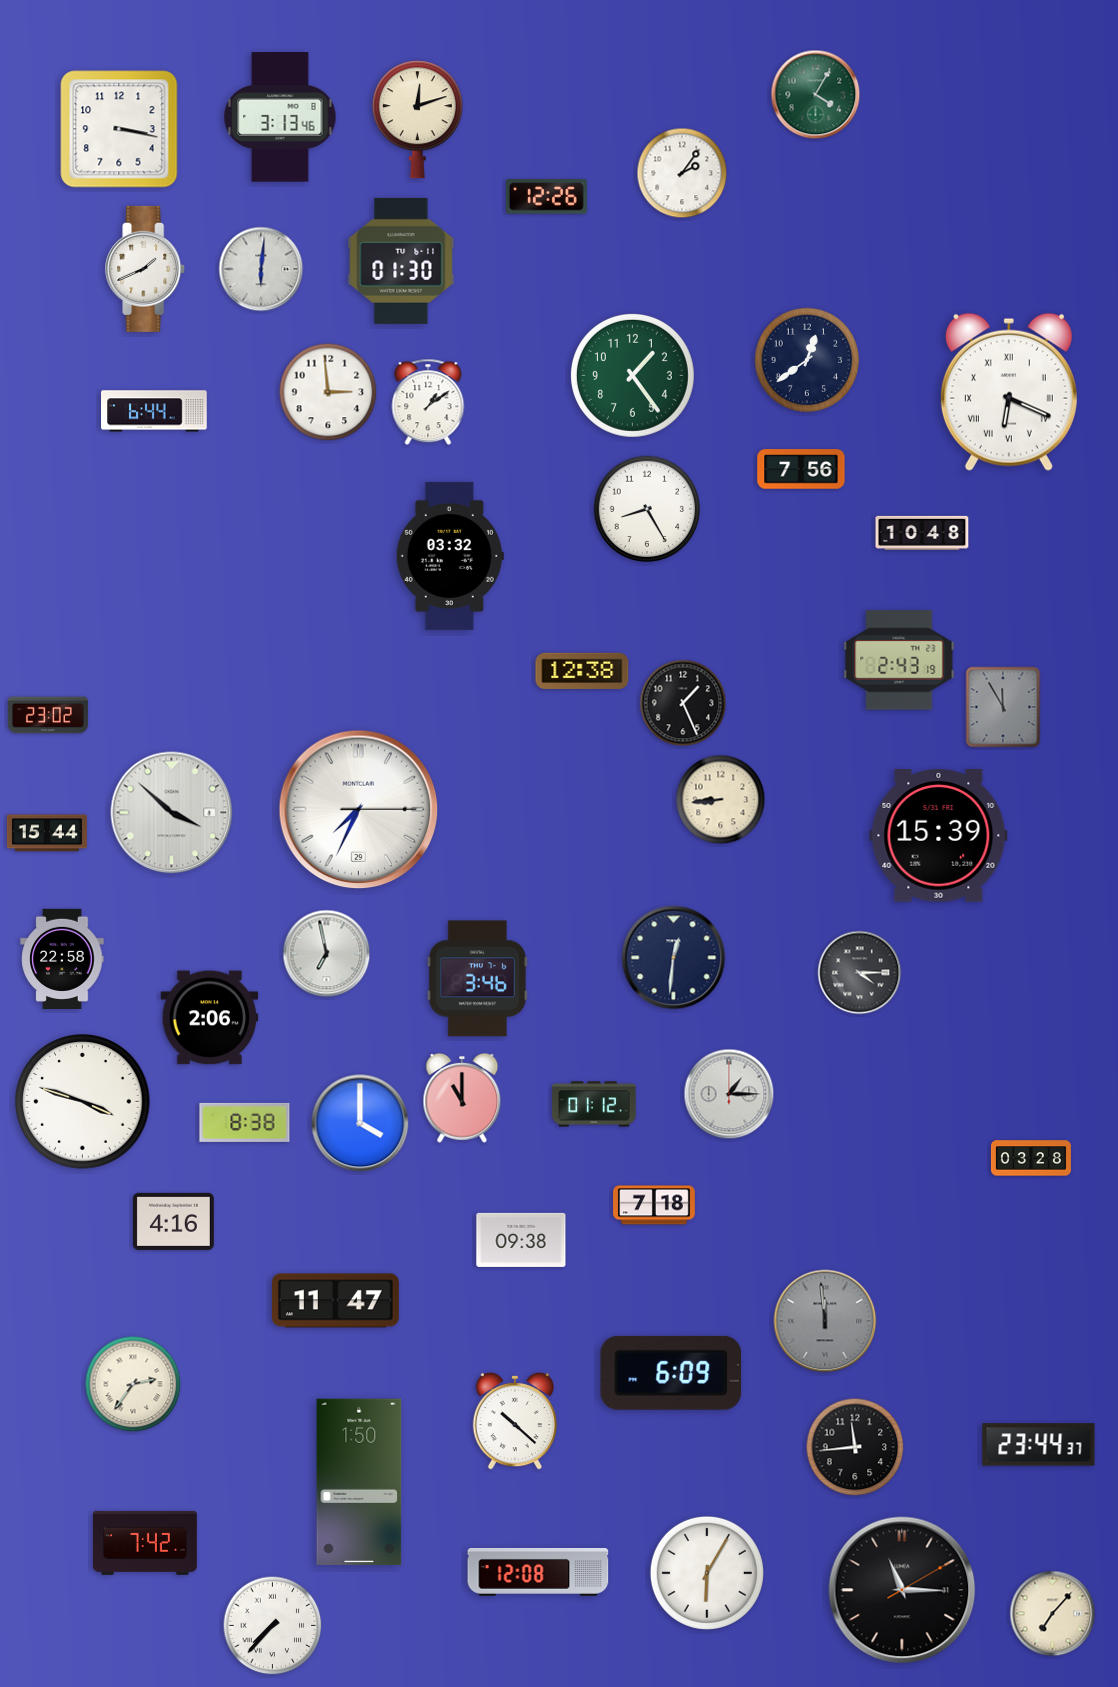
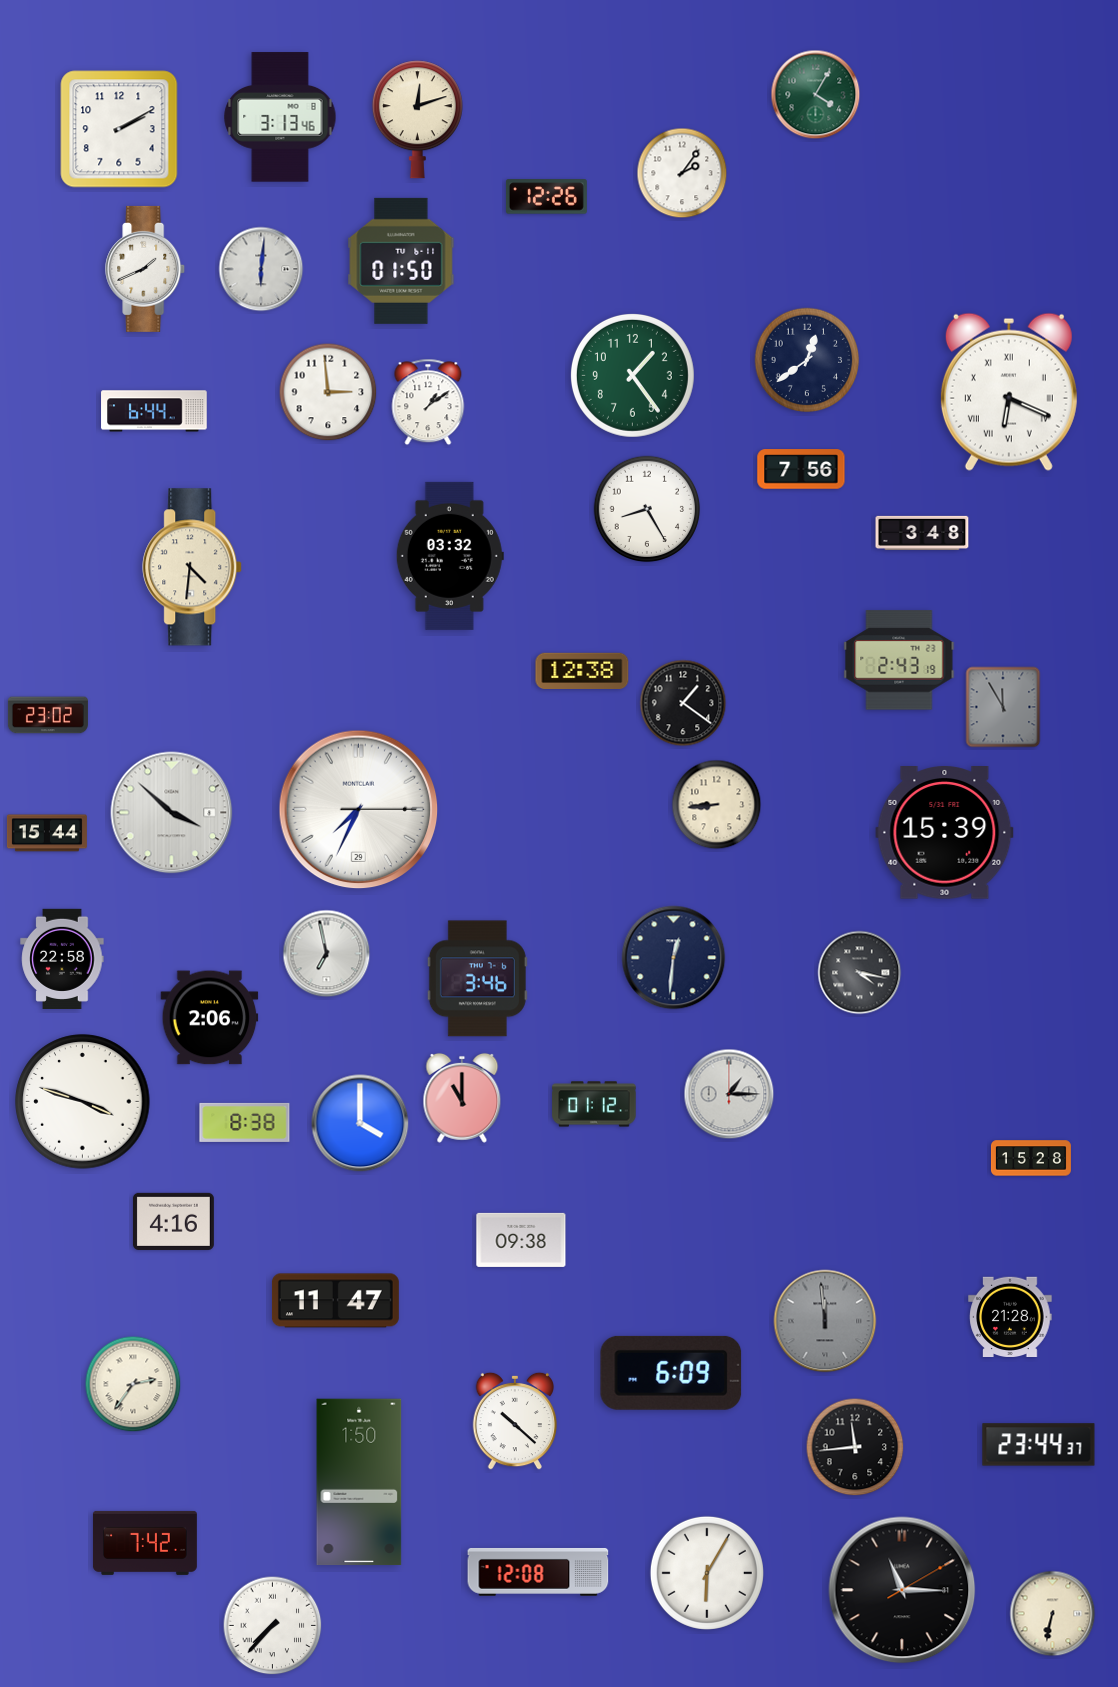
clock at (119, 129): 3:17 -> 2:10
clock at (401, 261): 01:30 -> 01:50
clock at (922, 533): 10:48 -> 3:48
clock at (193, 567): none -> 4:31
clock at (683, 703): 1:26 -> 1:21
clock at (721, 800) position: (721, 800) -> (717, 805)
clock at (939, 836) position: (939, 836) -> (945, 833)
clock at (860, 973): 4:15 -> 4:17
clock at (1031, 1158): 03:28 -> 15:28
clock at (654, 1205): 7:18 -> none
clock at (1010, 1316): none -> 21:28
clock at (1053, 1614): 7:07 -> 6:32
